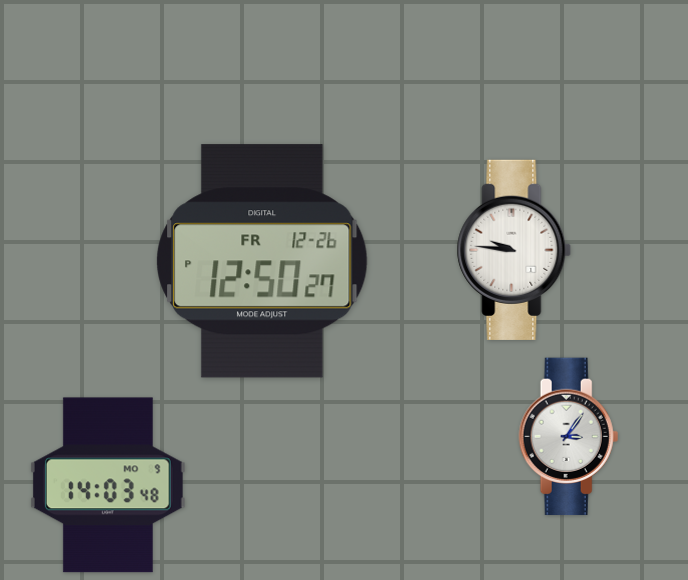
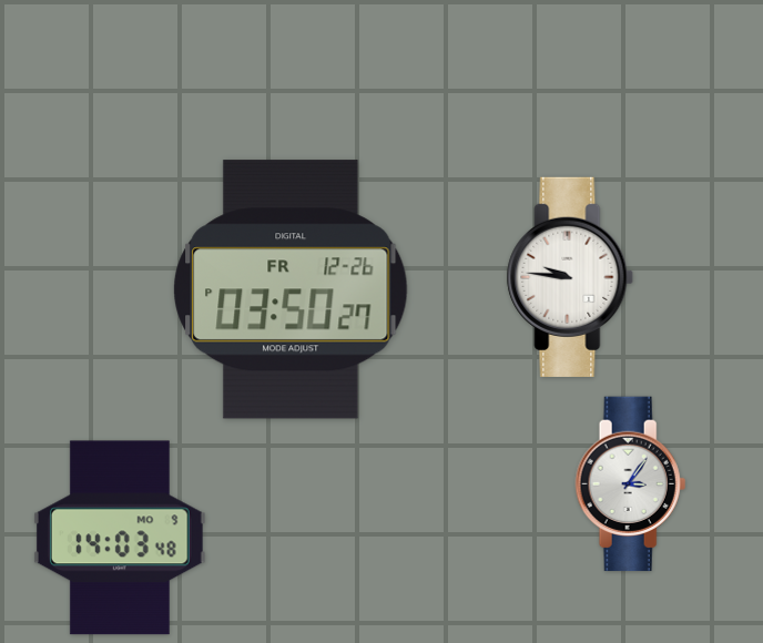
clock at (262, 261): 12:50 -> 03:50
